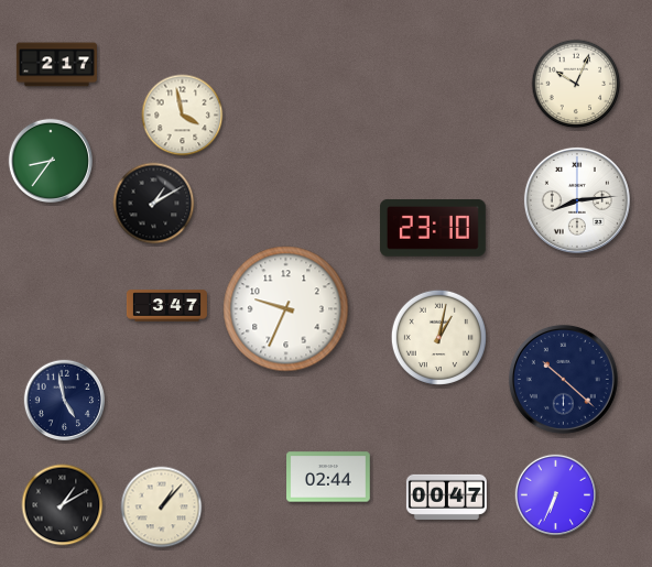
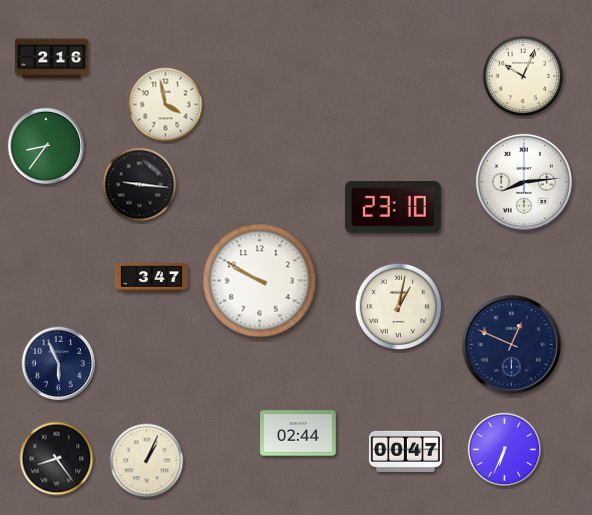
clock at (56, 65): 2:17 -> 2:16
clock at (154, 204): 1:10 -> 9:16
clock at (286, 309): 9:34 -> 9:50
clock at (563, 379): 10:22 -> 12:49
clock at (65, 401): 4:58 -> 5:56
clock at (63, 505): 1:10 -> 8:24
clock at (162, 508): 1:07 -> 1:04
